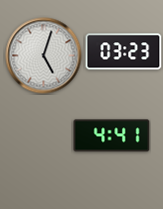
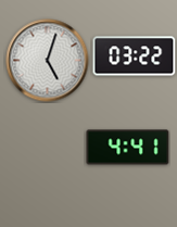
clock at (124, 52): 03:23 -> 03:22
clock at (112, 136) position: (112, 136) -> (128, 148)
